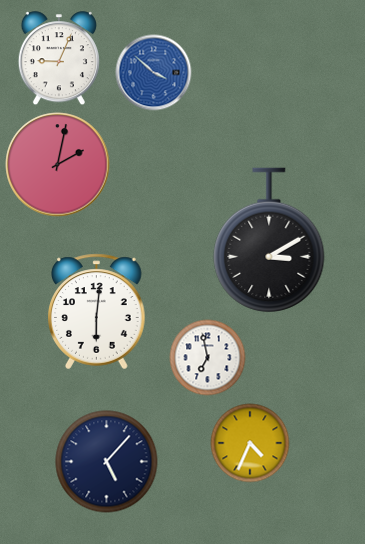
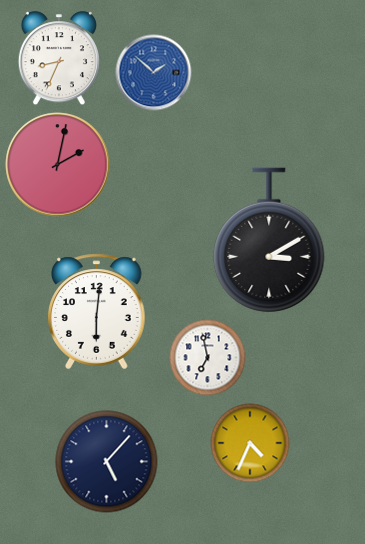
clock at (59, 59): 9:04 -> 8:34
clock at (154, 73): 3:52 -> 1:52
